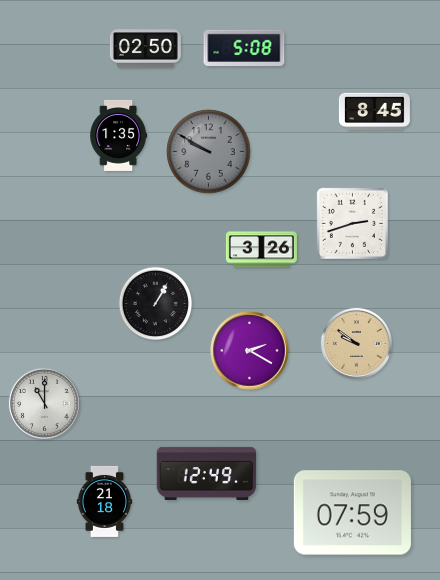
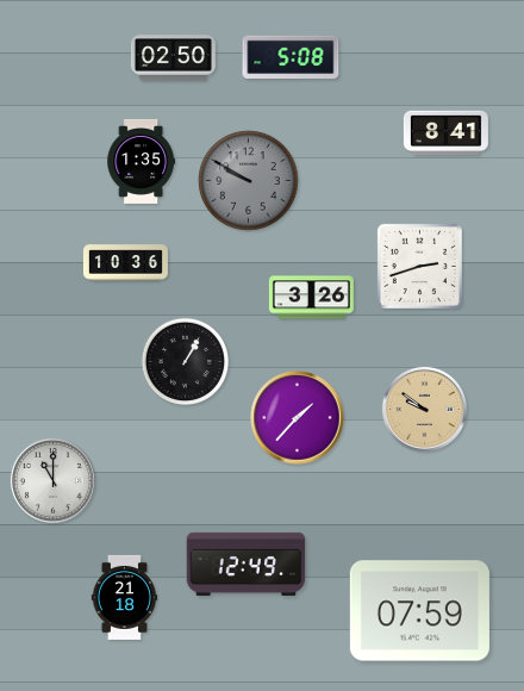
clock at (374, 111): 8:45 -> 8:41
clock at (125, 263): none -> 10:36
clock at (250, 351): 2:20 -> 1:37
